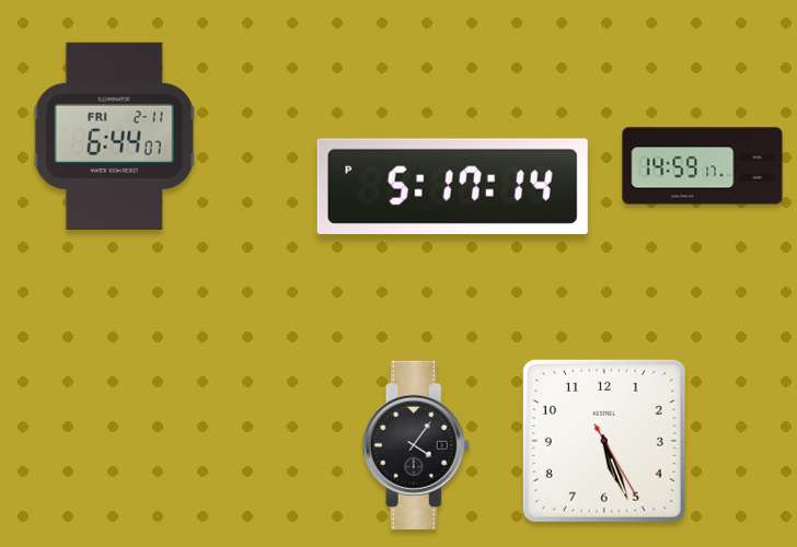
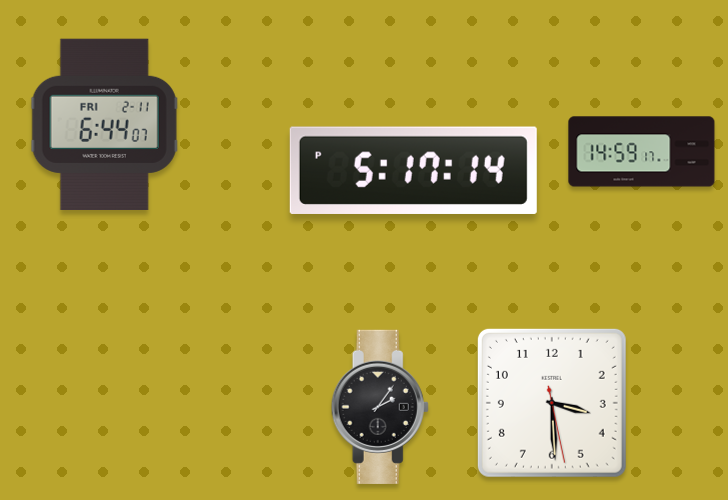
clock at (604, 441): 5:26 -> 3:29
clock at (416, 445): 4:06 -> 2:06
